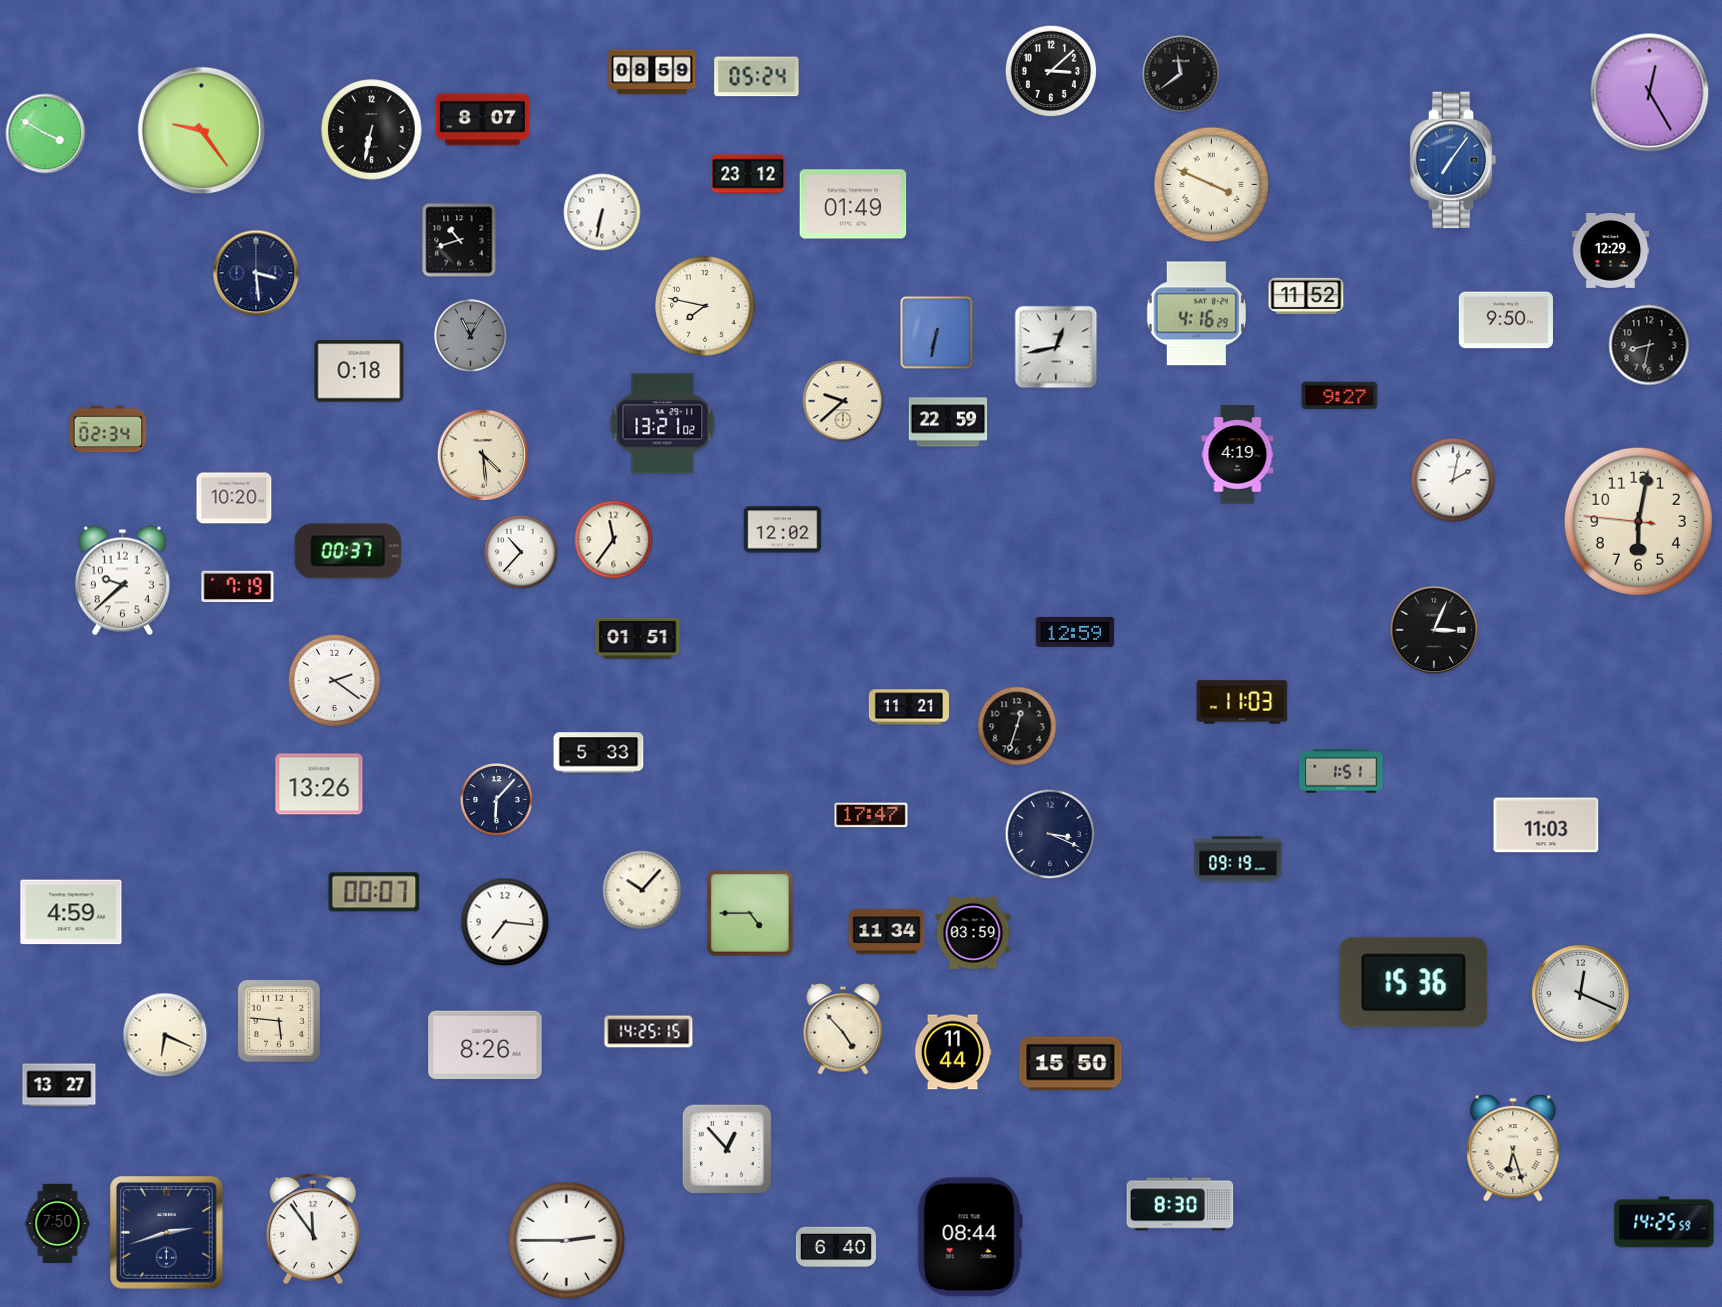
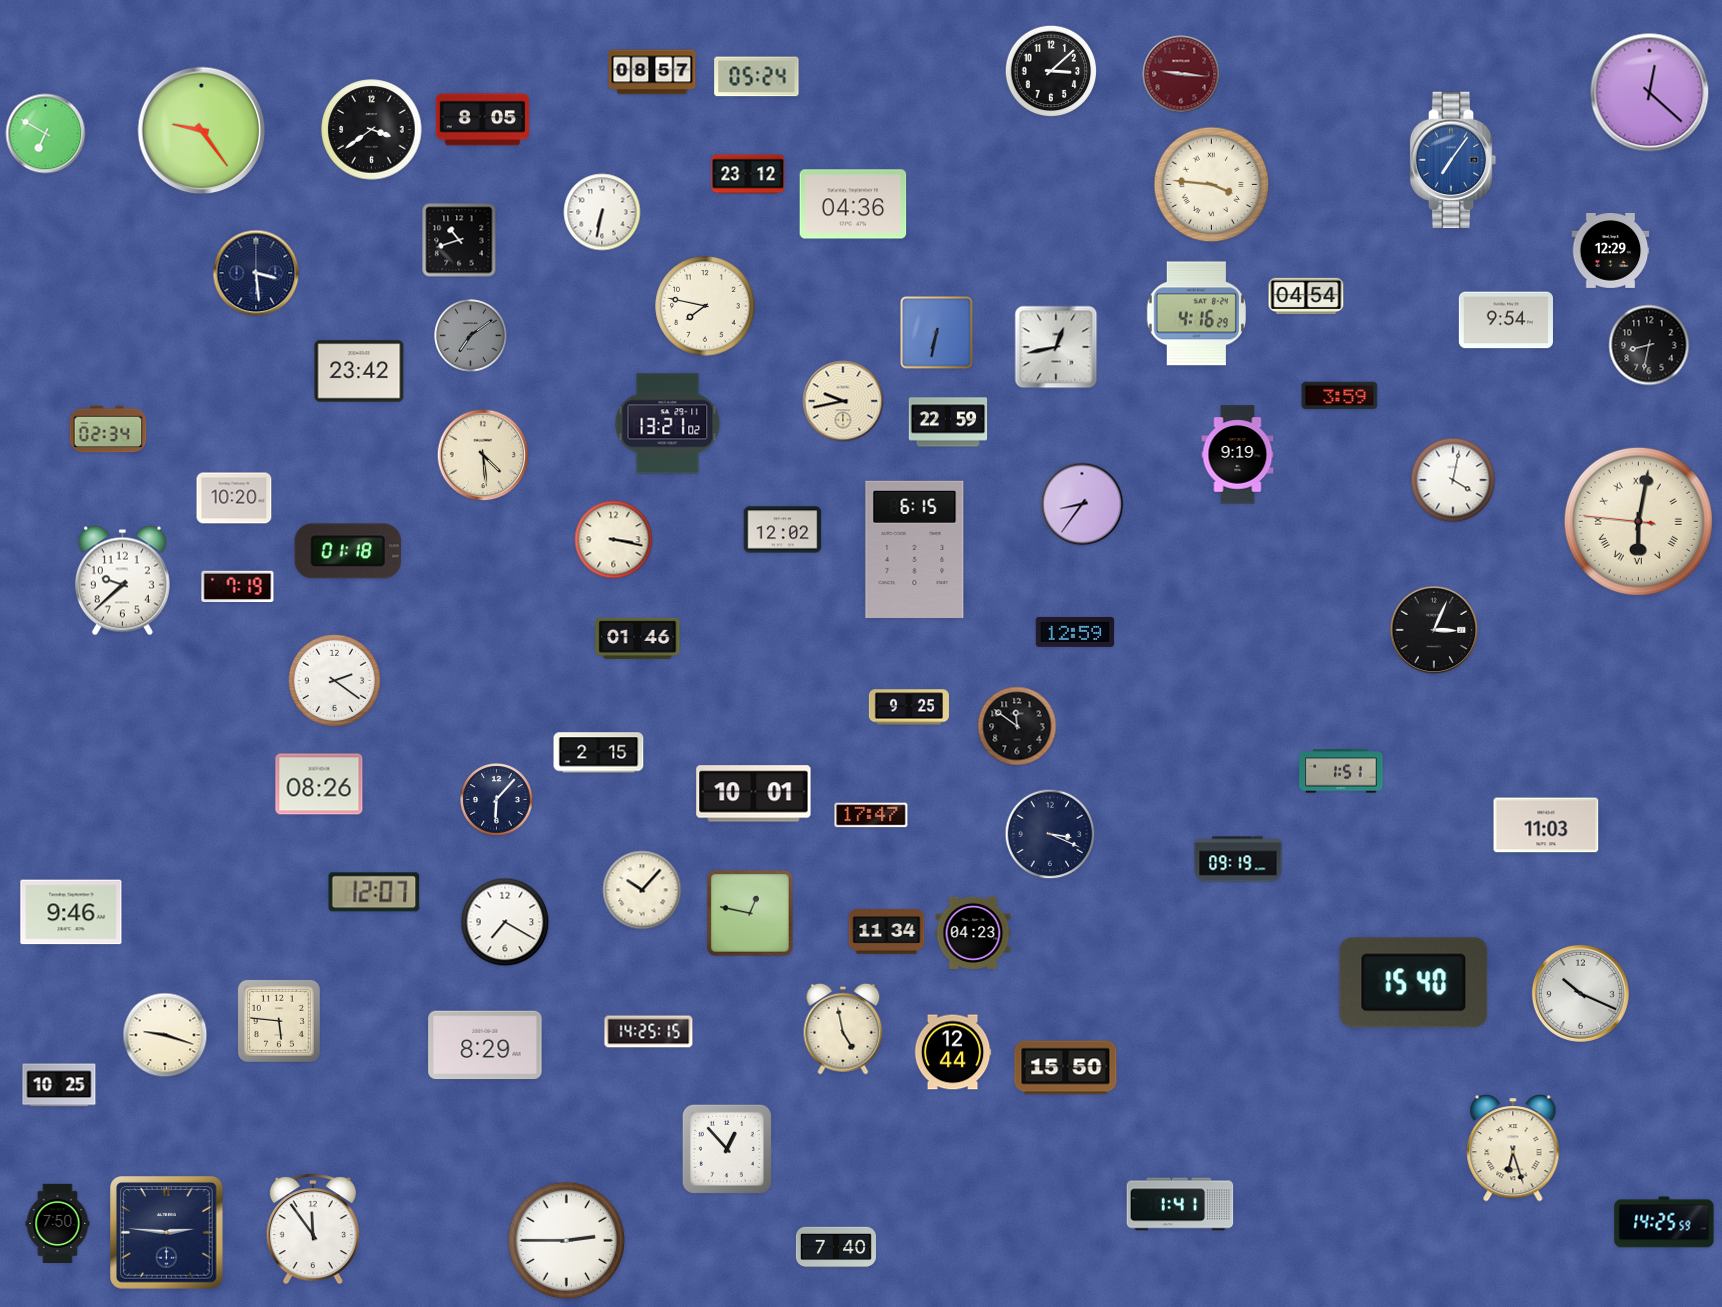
clock at (652, 72): 08:59 -> 08:57
clock at (1181, 74): 11:39 -> 9:16
clock at (1181, 74) dial: black -> burgundy
clock at (1650, 93): 12:25 -> 12:22
clock at (483, 120): 8:07 -> 8:05
clock at (372, 130): 6:32 -> 3:39
clock at (46, 134): 3:50 -> 6:50
clock at (1212, 185): 3:49 -> 3:46
clock at (853, 204): 01:49 -> 04:36
clock at (1306, 296): 11:52 -> 04:54
clock at (1506, 320): 9:50 -> 9:54
clock at (471, 336): 11:05 -> 7:09
clock at (359, 371): 0:18 -> 23:42
clock at (1340, 396): 9:27 -> 3:59
clock at (843, 401): 9:38 -> 9:43
clock at (663, 424) position: (663, 424) -> (668, 424)
clock at (1238, 455): 4:19 -> 9:19
clock at (1453, 480): 2:02 -> 4:02
clock at (1082, 504): none -> 8:36
clock at (1638, 521) numerals: Arabic -> Roman
clock at (614, 540): 11:36 -> 3:17
clock at (915, 549): none -> 6:15
clock at (348, 551): 00:37 -> 01:18
clock at (521, 552): 10:37 -> none
clock at (638, 638): 01:51 -> 01:46
clock at (1242, 702): 11:03 -> none
clock at (909, 707): 11:21 -> 9:25
clock at (1017, 726): 12:33 -> 11:51
clock at (599, 753): 5:33 -> 2:15
clock at (319, 784): 13:26 -> 08:26
clock at (754, 794): none -> 10:01
clock at (374, 892): 00:07 -> 12:07
clock at (71, 912): 4:59 -> 9:46
clock at (750, 913): 4:45 -> 12:47
clock at (505, 922): 7:16 -> 7:20
clock at (973, 933): 03:59 -> 04:23
clock at (1414, 983): 15:36 -> 15:40
clock at (1580, 993): 12:19 -> 10:19
clock at (843, 1029): 4:53 -> 4:58
clock at (165, 1035): 6:19 -> 9:18
clock at (485, 1045): 8:26 -> 8:29
clock at (953, 1052): 11:44 -> 12:44
clock at (1071, 1064) position: (1071, 1064) -> (1066, 1068)
clock at (59, 1085): 13:27 -> 10:25
clock at (1180, 1204): 8:30 -> 1:41
clock at (167, 1233): 2:42 -> 2:46
clock at (970, 1237): 08:44 -> none
clock at (836, 1247): 6:40 -> 7:40
